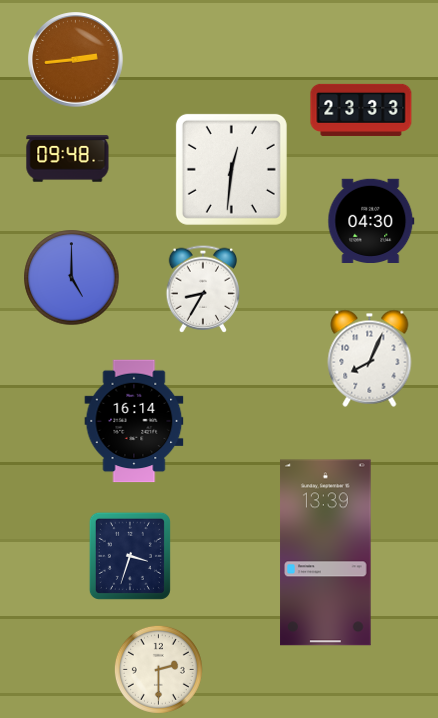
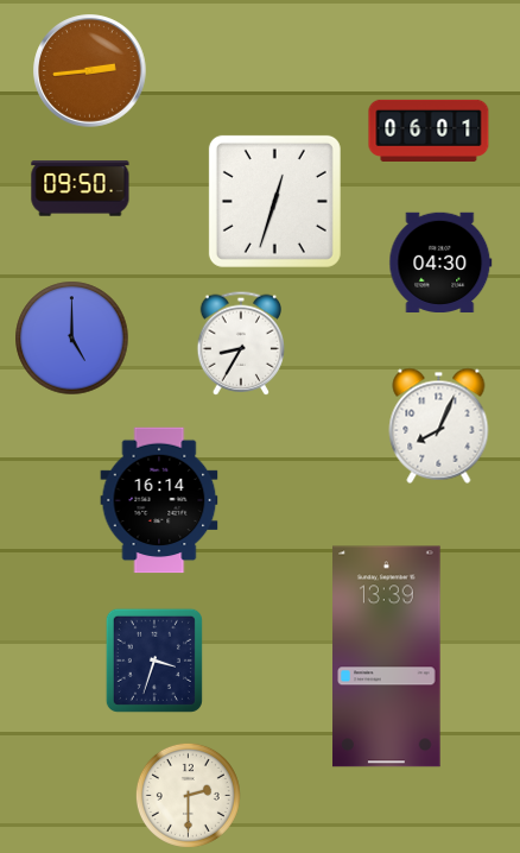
clock at (361, 110): 23:33 -> 06:01
clock at (68, 159): 09:48 -> 09:50
clock at (231, 169): 12:31 -> 12:33
clock at (72, 278) position: (72, 278) -> (72, 339)
